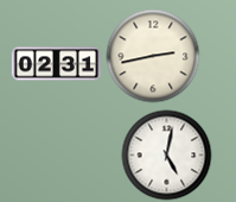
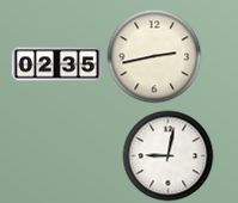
clock at (57, 64): 02:31 -> 02:35
clock at (167, 156): 5:02 -> 9:02
